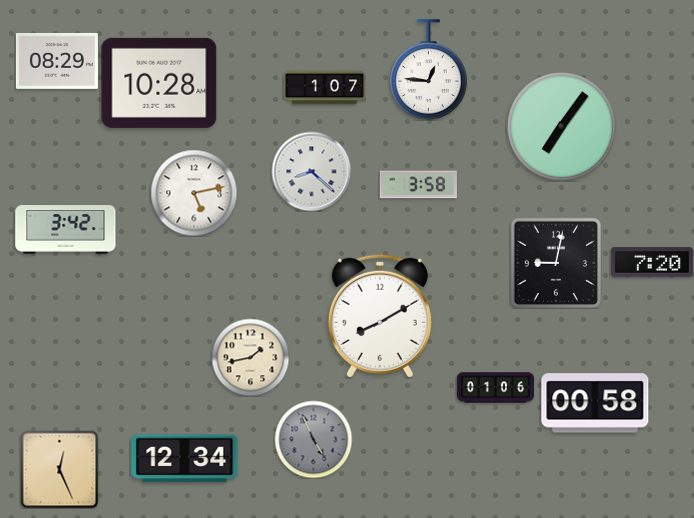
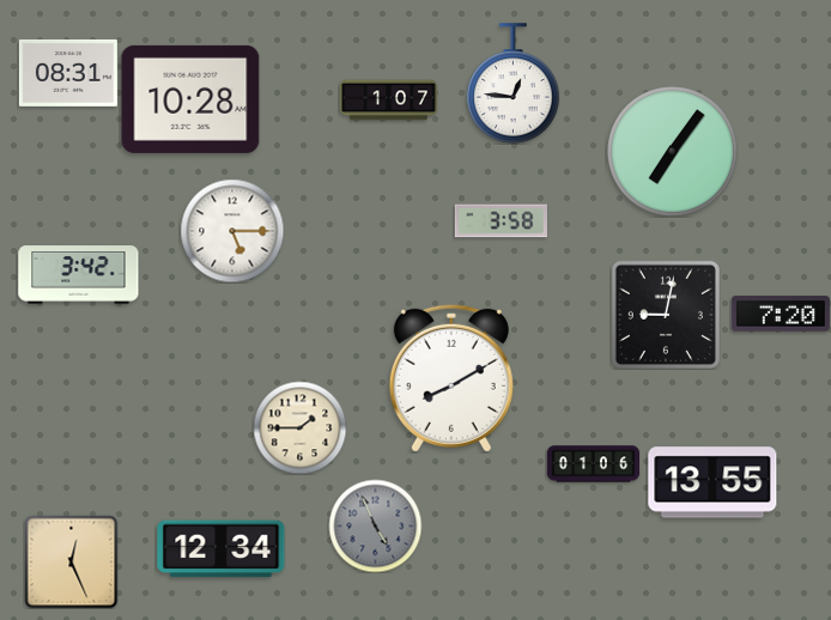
clock at (57, 61): 08:29 -> 08:31
clock at (324, 88) position: (324, 88) -> (388, 101)
clock at (311, 171): 8:22 -> none
clock at (194, 193): 5:13 -> 5:15
clock at (380, 316) position: (380, 316) -> (451, 378)
clock at (250, 357): 1:43 -> 1:45
clock at (595, 403): 00:58 -> 13:55
